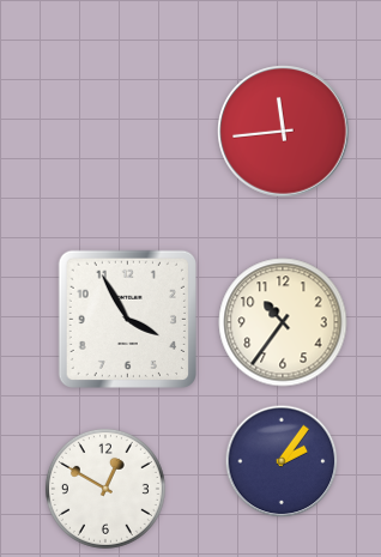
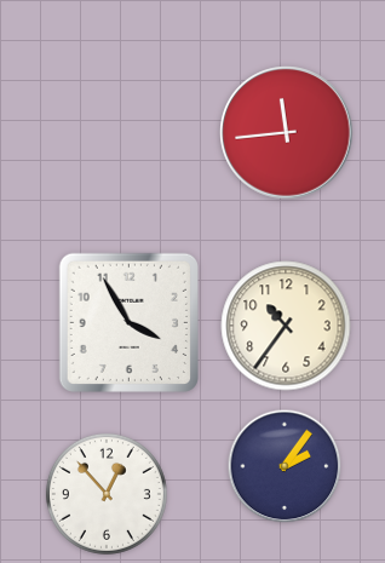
clock at (105, 489): 12:50 -> 12:53
